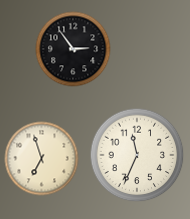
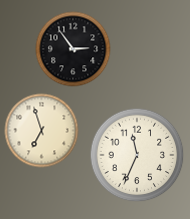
clock at (42, 159) position: (42, 159) -> (42, 131)
